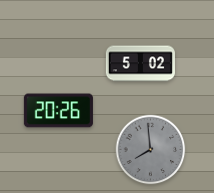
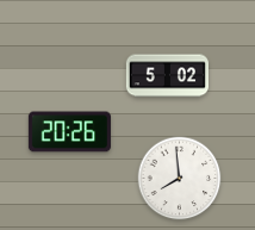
clock at (151, 150) dial: grey -> white
